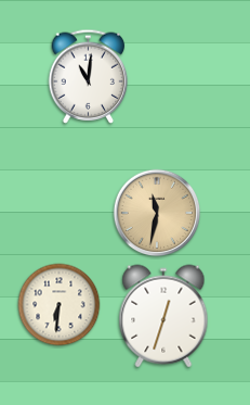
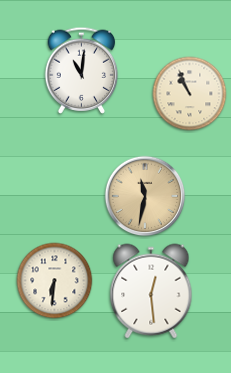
clock at (190, 94): none -> 10:56
clock at (163, 316): 12:33 -> 12:29
